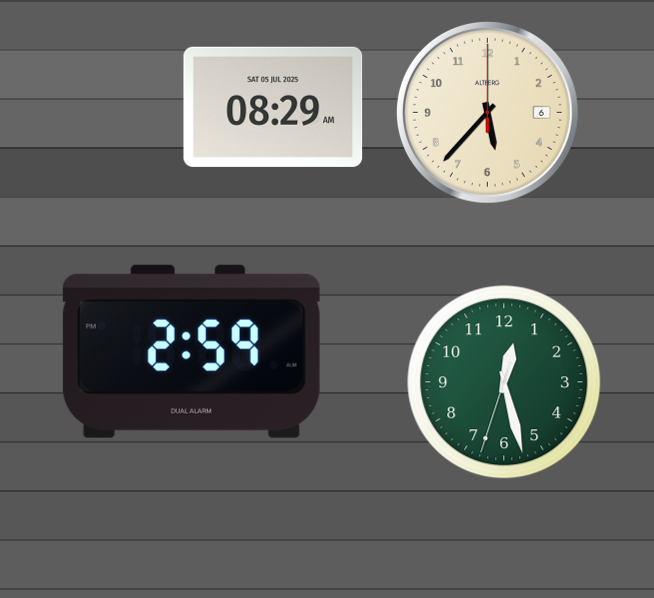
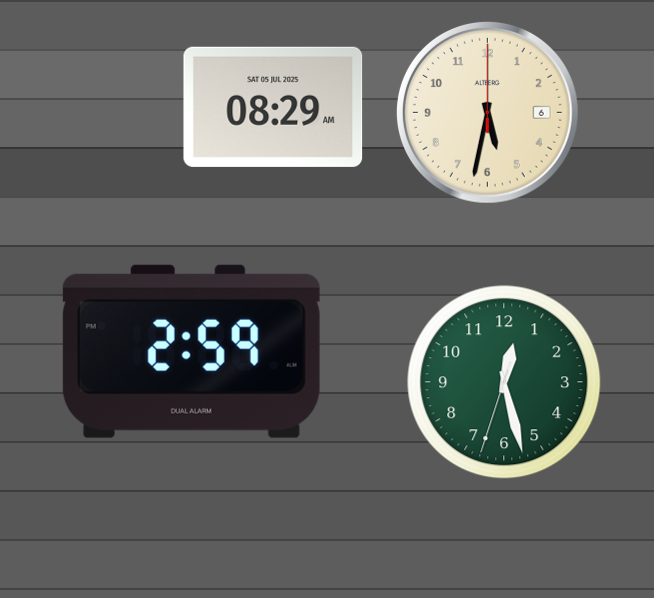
clock at (487, 112): 5:37 -> 5:32
